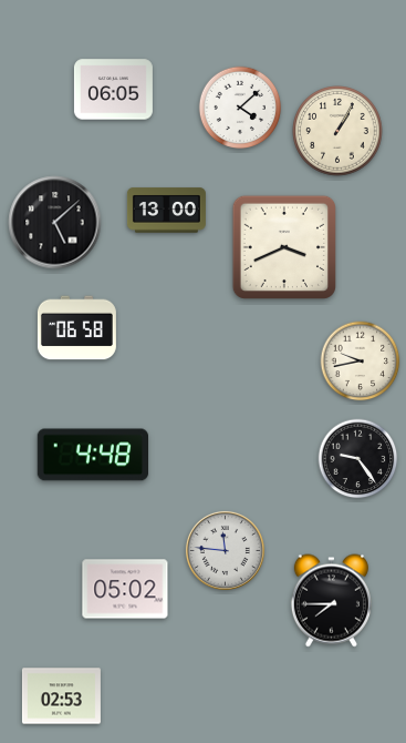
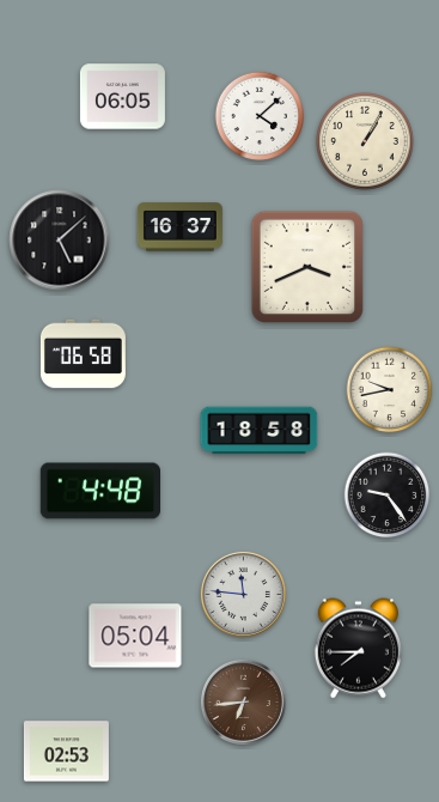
clock at (166, 211): 13:00 -> 16:37
clock at (260, 431): none -> 18:58
clock at (125, 589): 05:02 -> 05:04
clock at (243, 701): none -> 6:44
